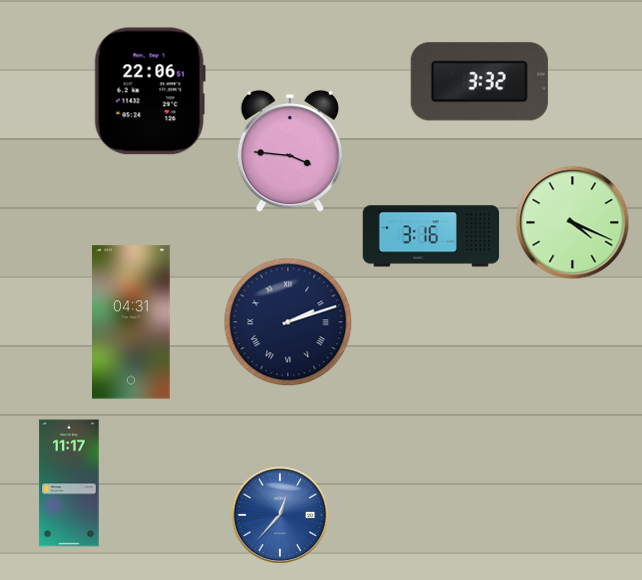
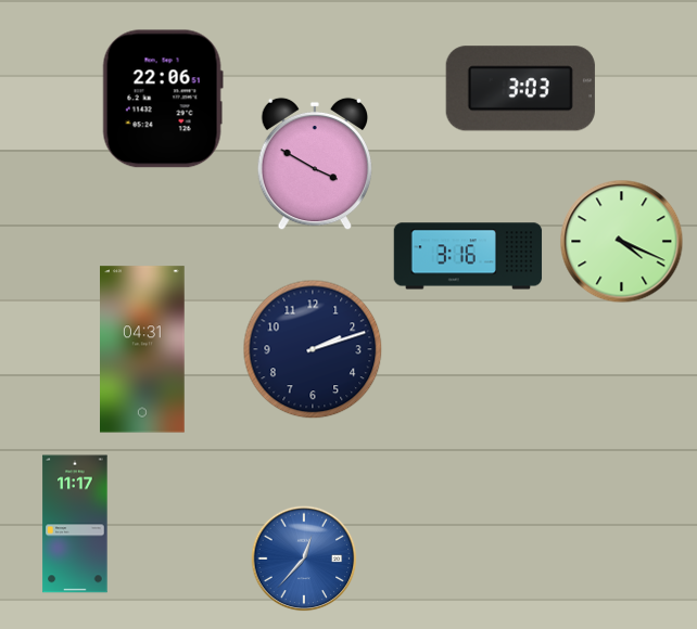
clock at (479, 82): 3:32 -> 3:03
clock at (289, 151): 3:46 -> 3:50
clock at (288, 322) numerals: Roman -> Arabic
